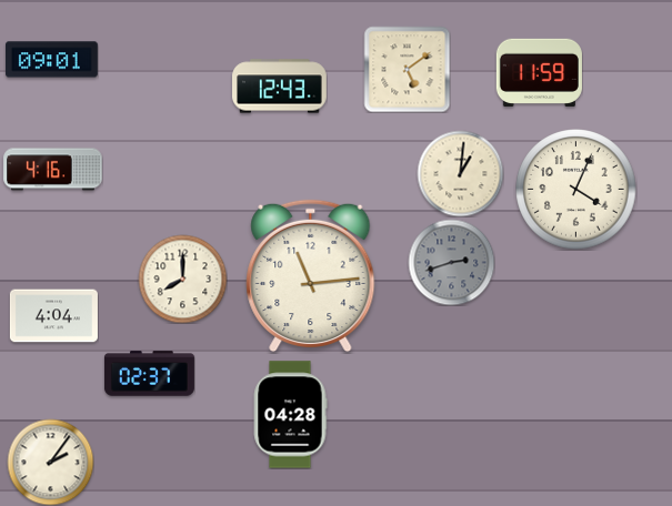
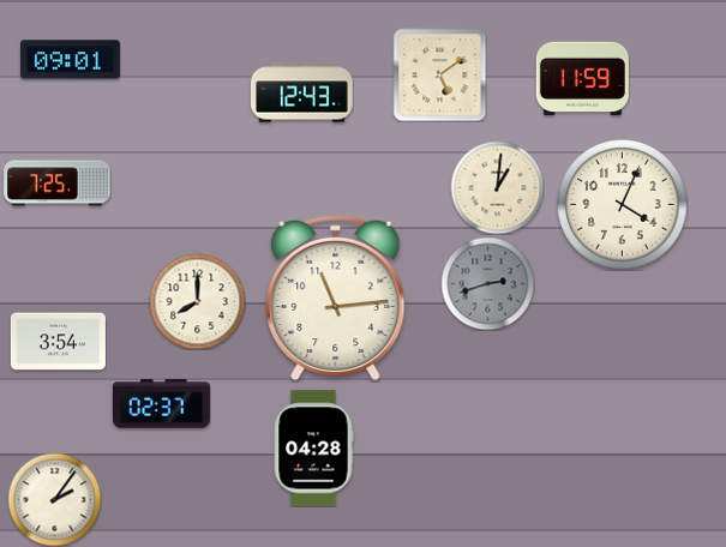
clock at (51, 60) position: (51, 60) -> (70, 60)
clock at (53, 170): 4:16 -> 7:25
clock at (53, 316): 4:04 -> 3:54
